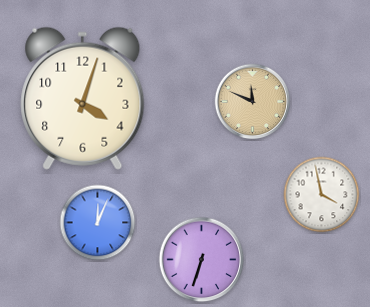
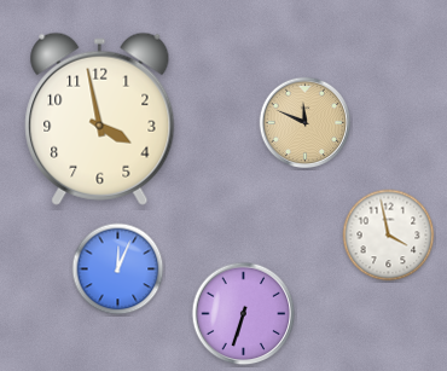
clock at (83, 98): 4:03 -> 3:58
